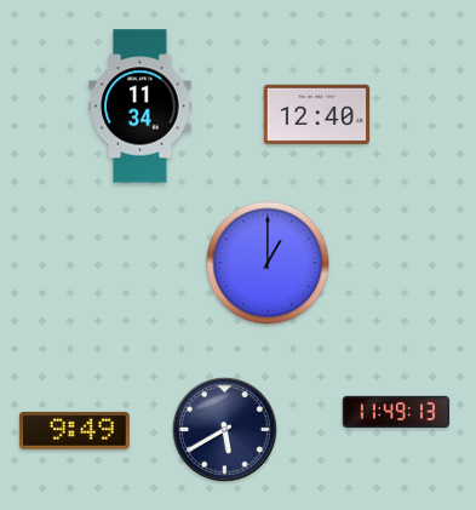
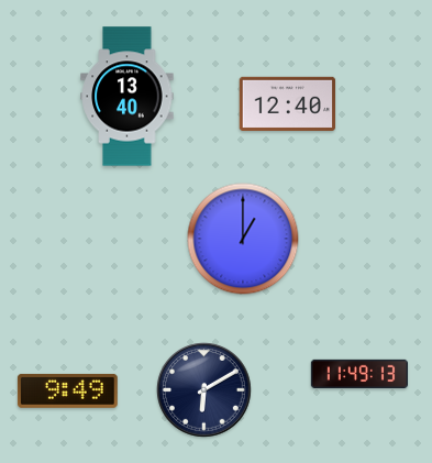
clock at (140, 107): 11:34 -> 13:40
clock at (225, 430): 5:40 -> 6:10
